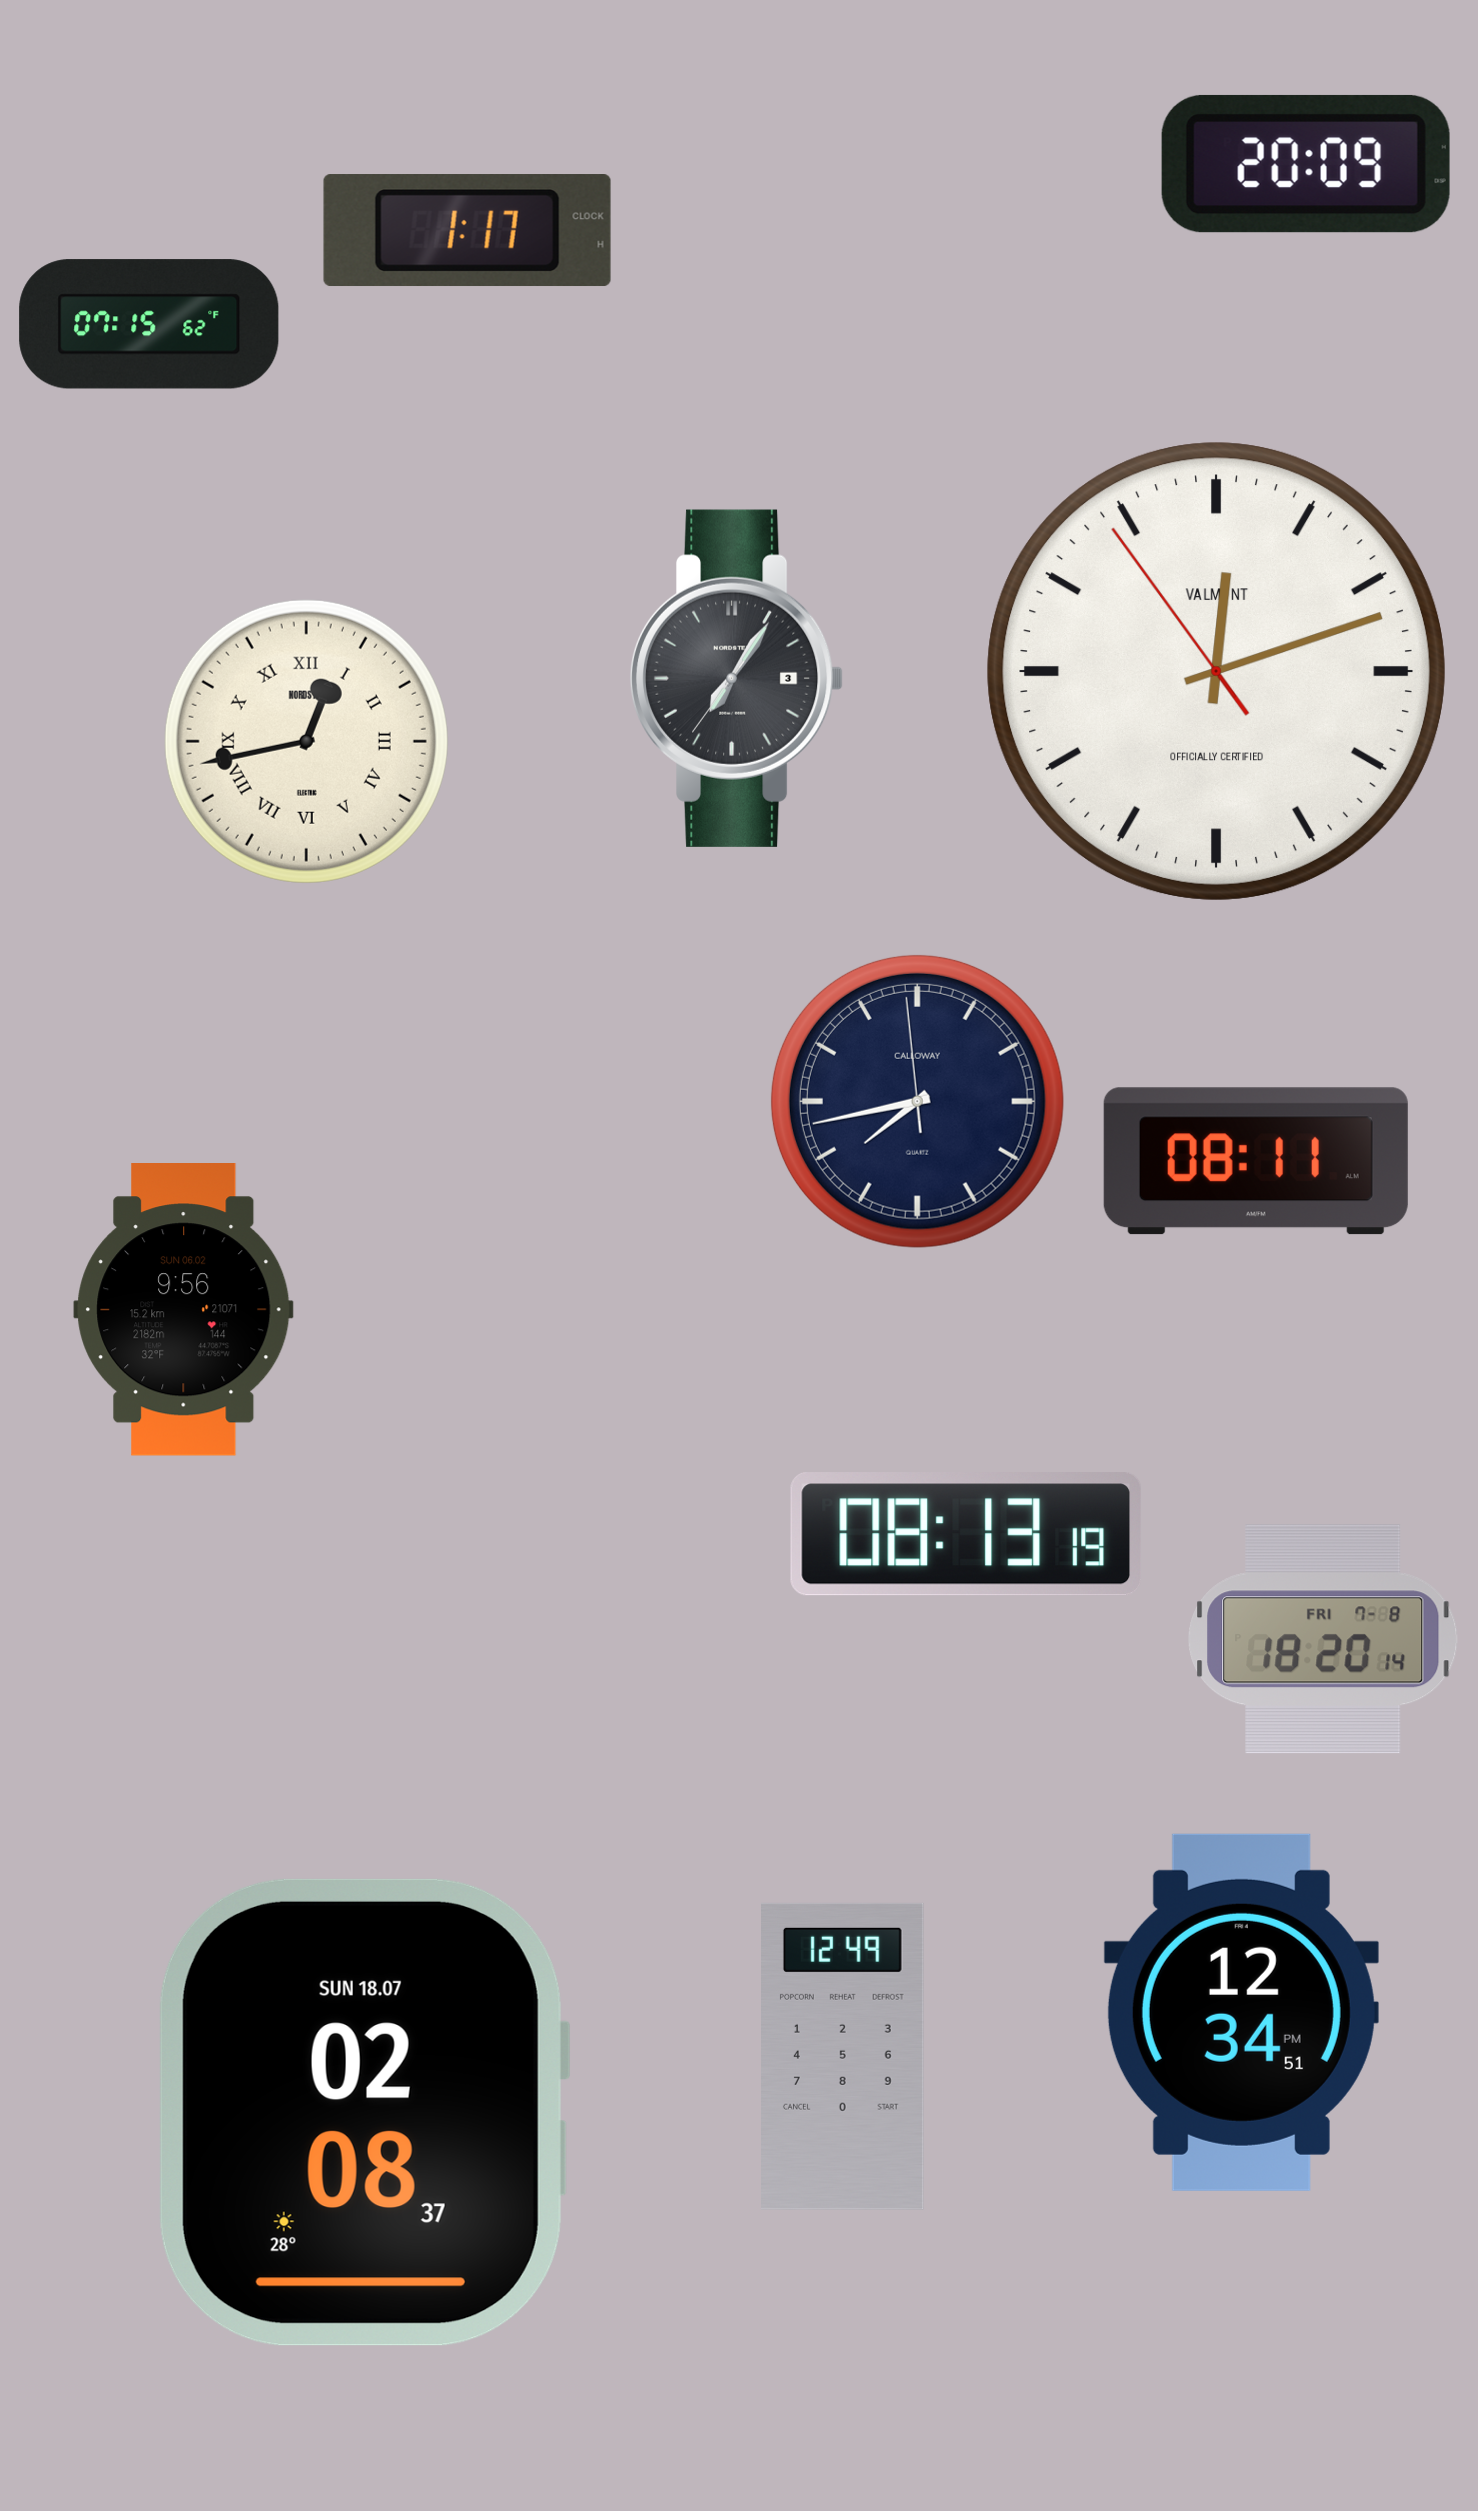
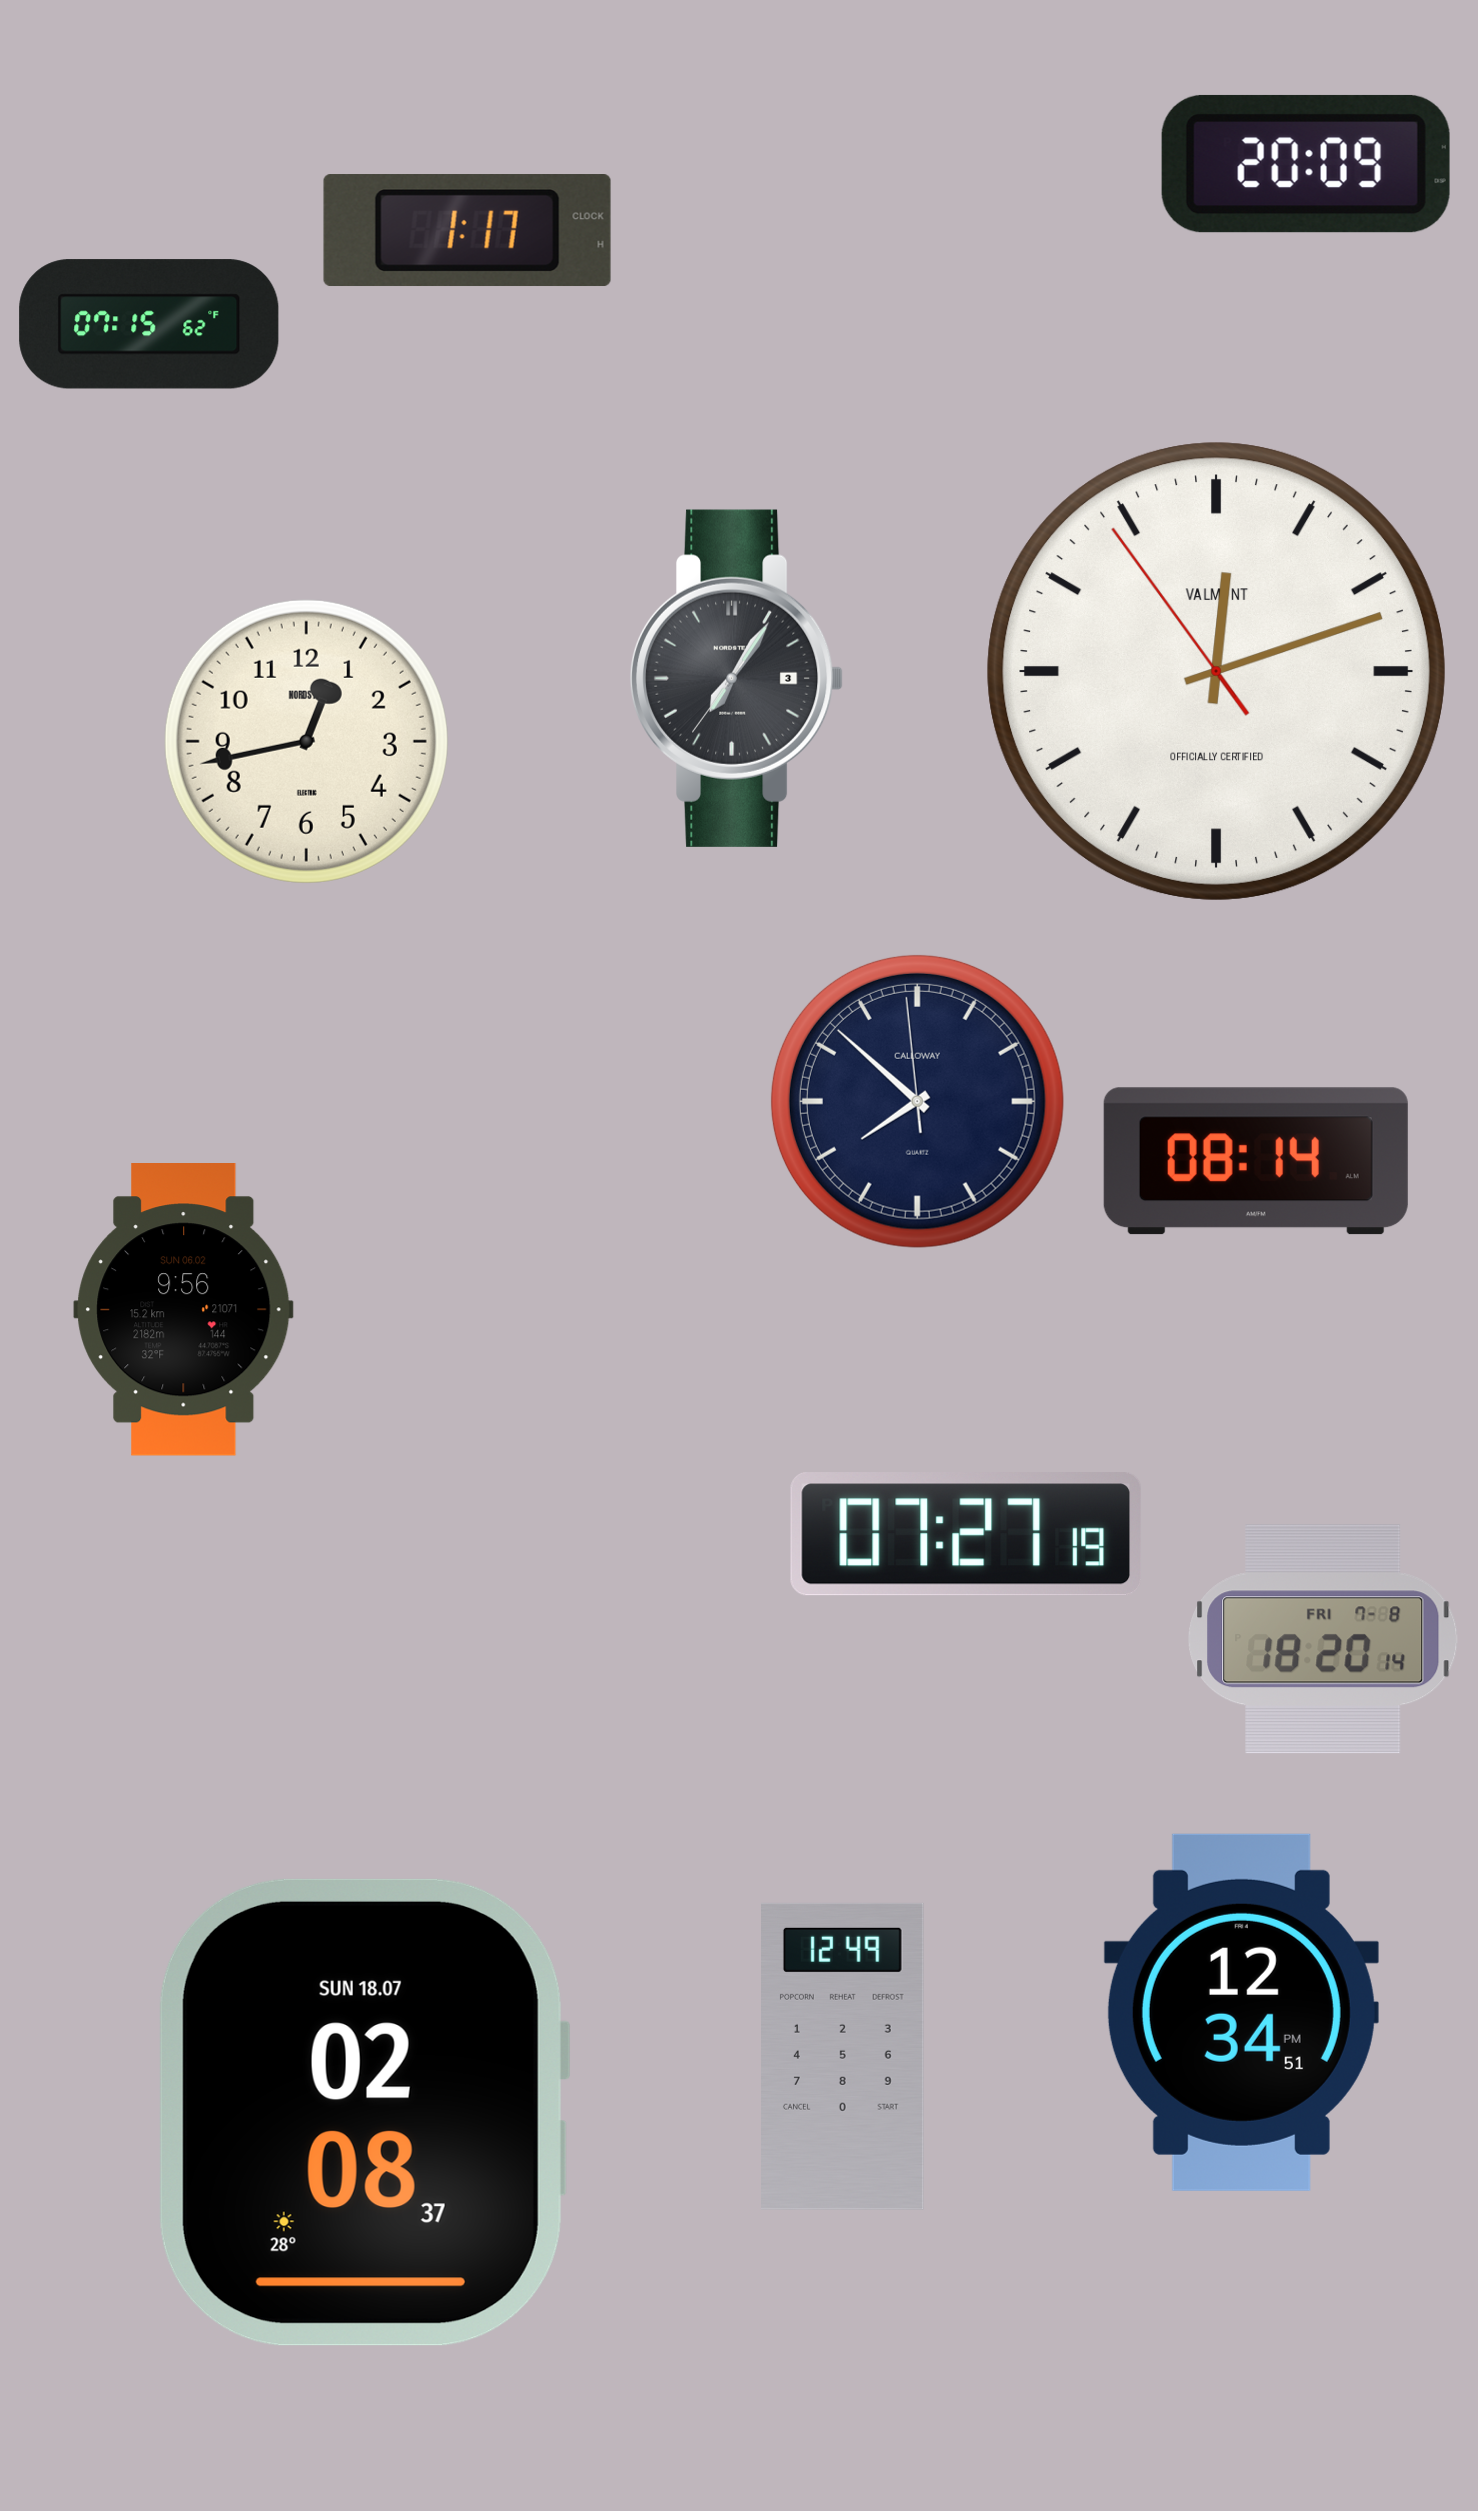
clock at (306, 741) numerals: Roman -> Arabic
clock at (917, 1101): 7:42 -> 7:51
clock at (1256, 1161): 08:11 -> 08:14
clock at (966, 1534): 08:13 -> 07:27
